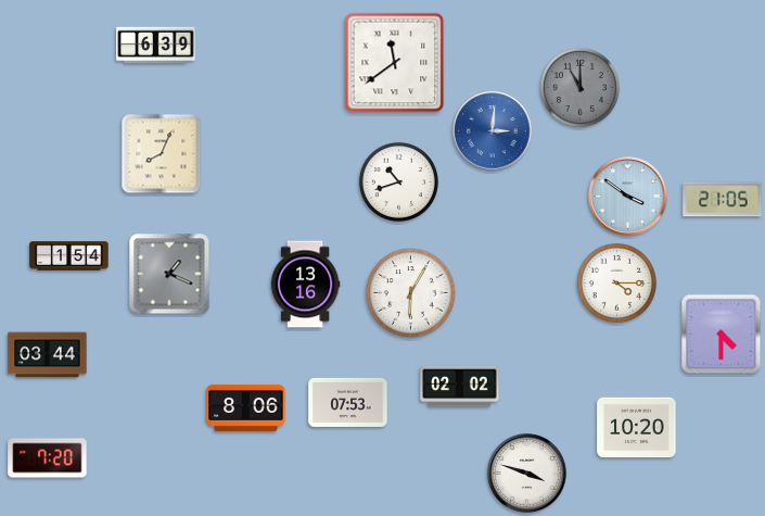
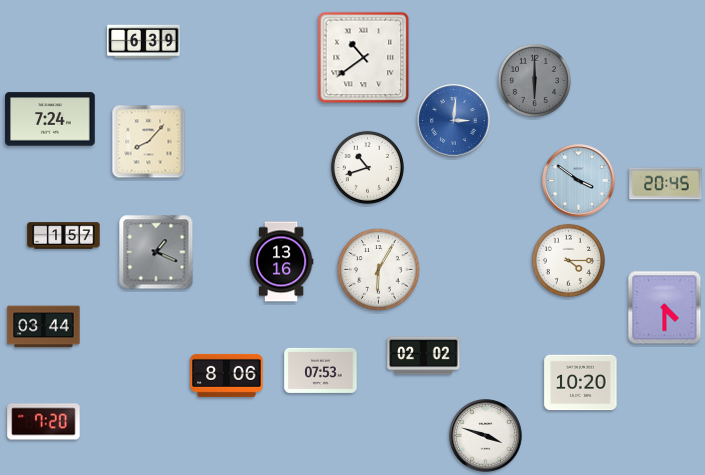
clock at (395, 63): 11:39 -> 10:39
clock at (579, 87): 11:00 -> 6:00
clock at (50, 119): none -> 7:24
clock at (162, 154): 8:04 -> 8:07
clock at (723, 200): 21:05 -> 20:45
clock at (69, 256): 1:54 -> 1:57
clock at (637, 428) position: (637, 428) -> (581, 383)
